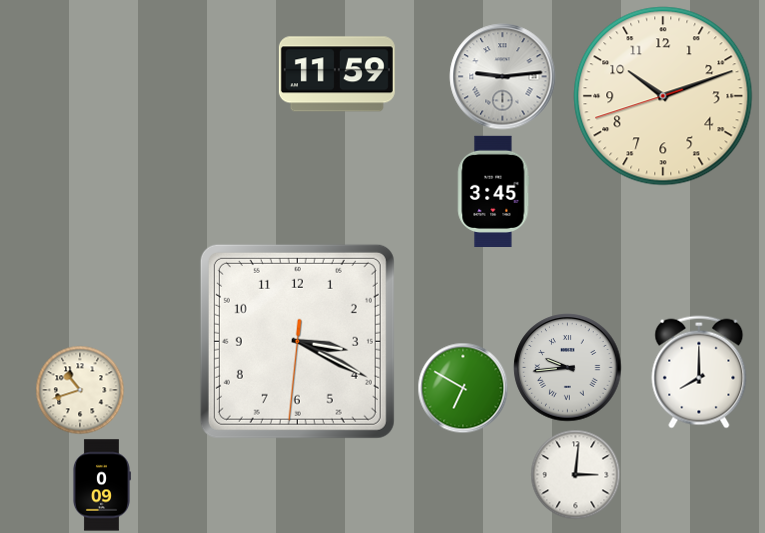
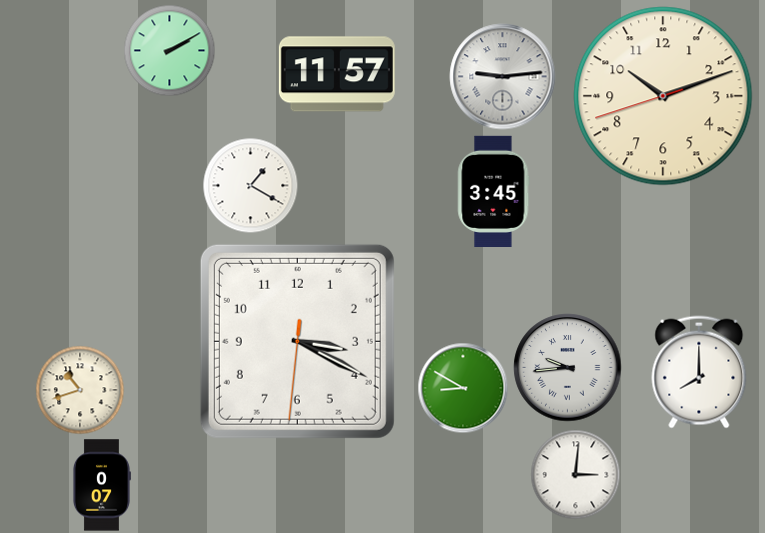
clock at (170, 51): none -> 2:10
clock at (337, 74): 11:59 -> 11:57
clock at (251, 186): none -> 1:20
clock at (463, 388): 6:50 -> 8:50
clock at (101, 485): 0:09 -> 0:07
